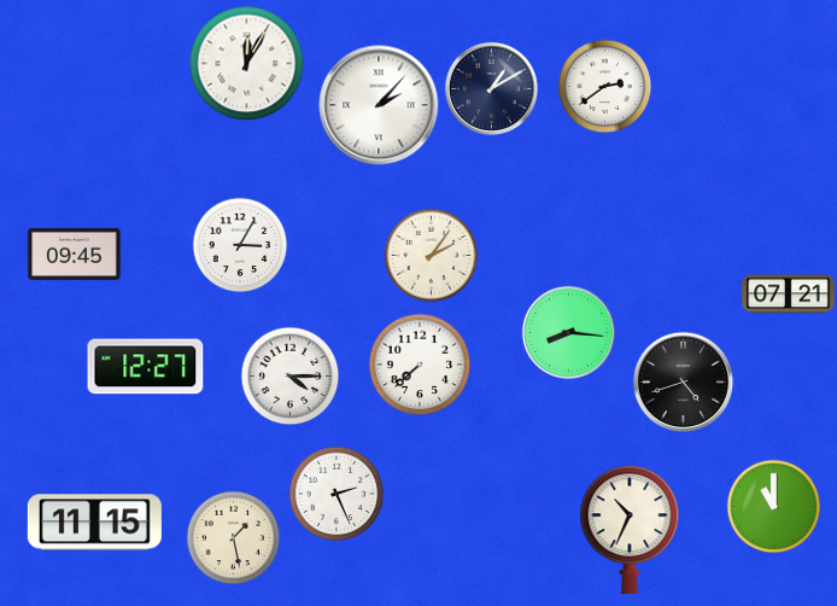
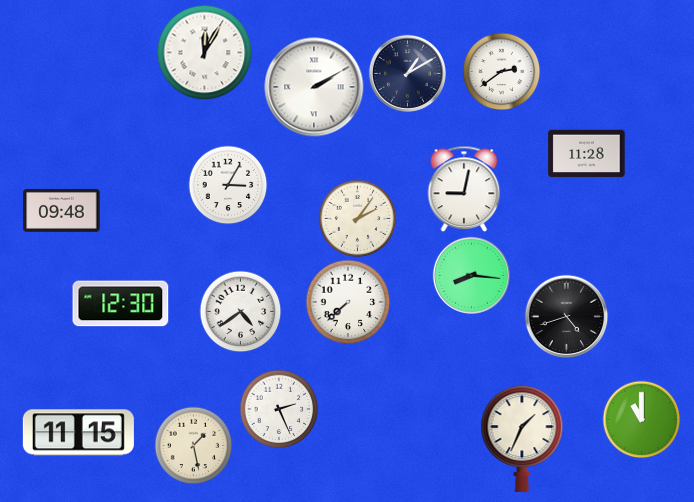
clock at (379, 105): 2:07 -> 2:10
clock at (587, 154): none -> 11:28
clock at (464, 189): none -> 9:02
clock at (240, 245) position: (240, 245) -> (228, 185)
clock at (75, 254): 09:45 -> 09:48
clock at (431, 255) position: (431, 255) -> (357, 218)
clock at (789, 295): 07:21 -> none
clock at (146, 367): 12:27 -> 12:30
clock at (289, 375): 4:15 -> 4:39
clock at (630, 530): 10:34 -> 1:34
